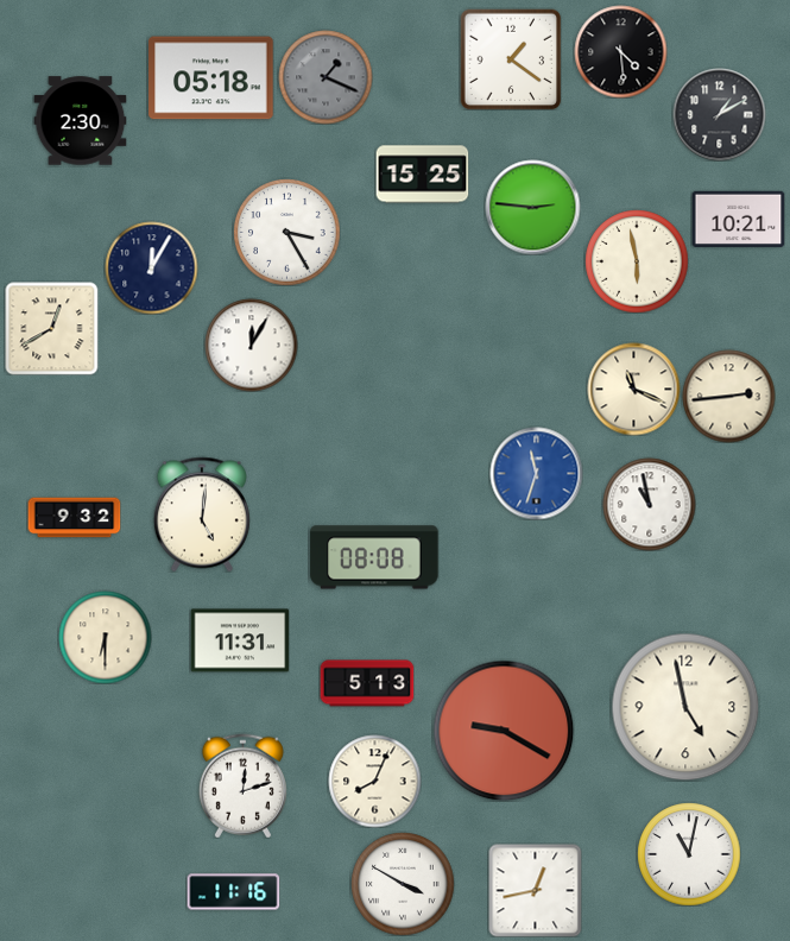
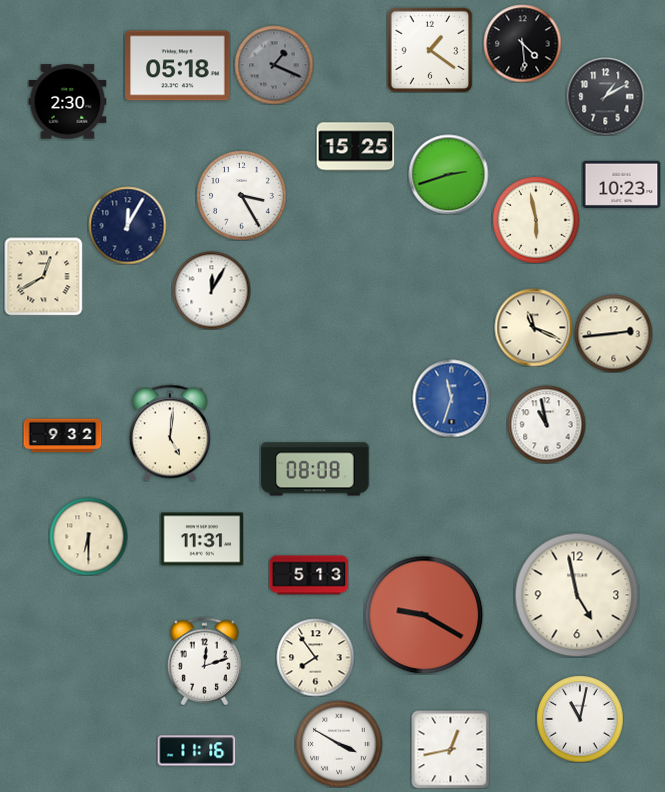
clock at (532, 207): 2:46 -> 2:42
clock at (738, 219): 10:21 -> 10:23
clock at (374, 781): 8:04 -> 7:54
